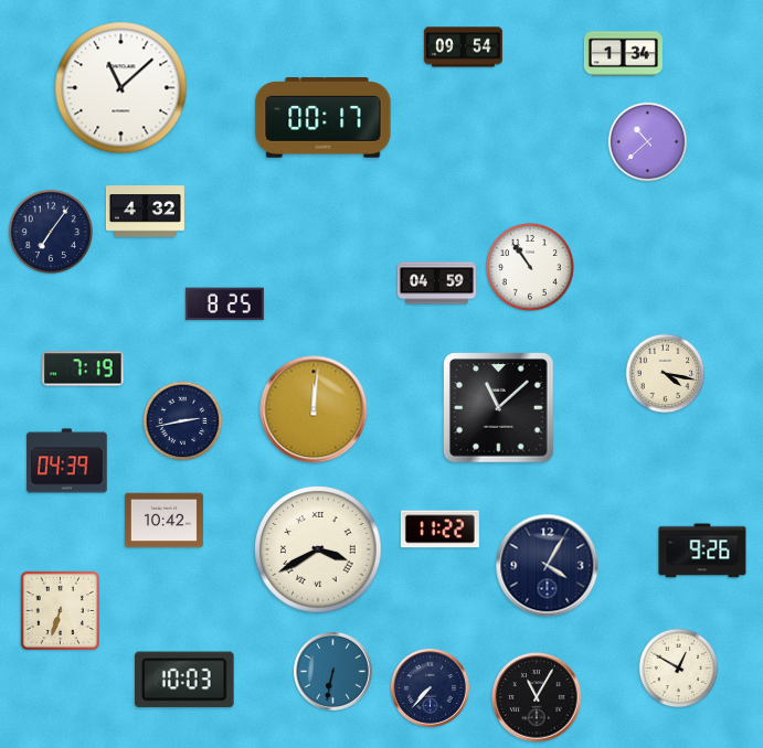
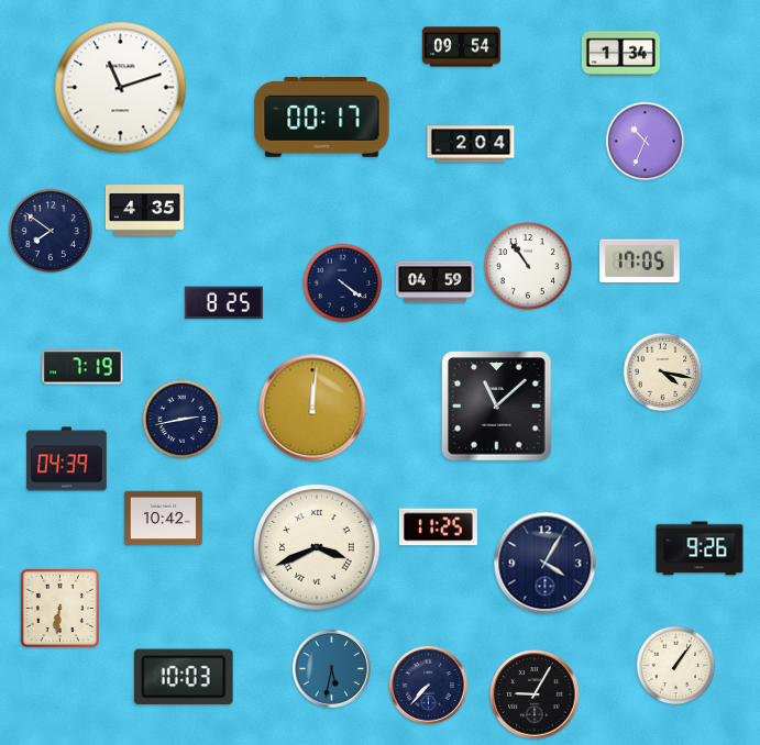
clock at (121, 88): 11:08 -> 11:12
clock at (648, 142): 10:38 -> 10:34
clock at (471, 144): none -> 2:04
clock at (145, 212): 4:32 -> 4:35
clock at (51, 232): 7:06 -> 7:51
clock at (640, 262): none -> 17:05
clock at (343, 283): none -> 4:21
clock at (439, 530): 11:22 -> 11:25
clock at (318, 549): 3:40 -> 3:41
clock at (60, 610): 6:33 -> 6:31
clock at (679, 669): 12:50 -> 1:06
clock at (332, 671): 6:32 -> 5:32
clock at (537, 697): 11:05 -> 9:05
